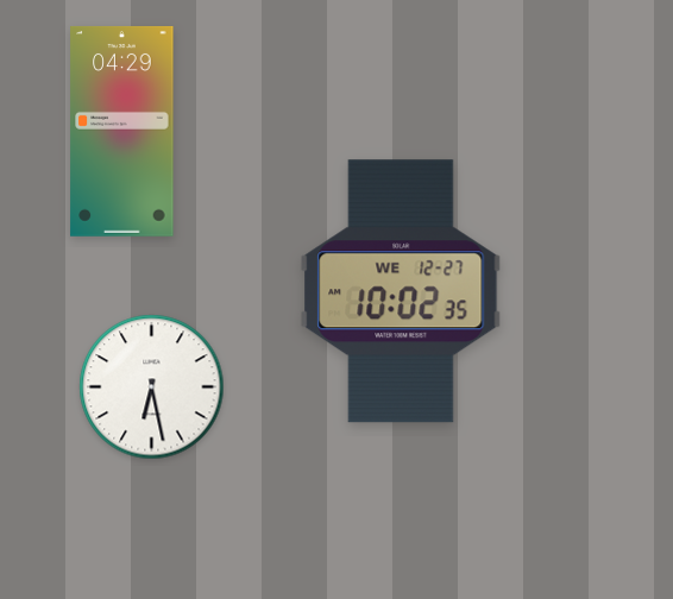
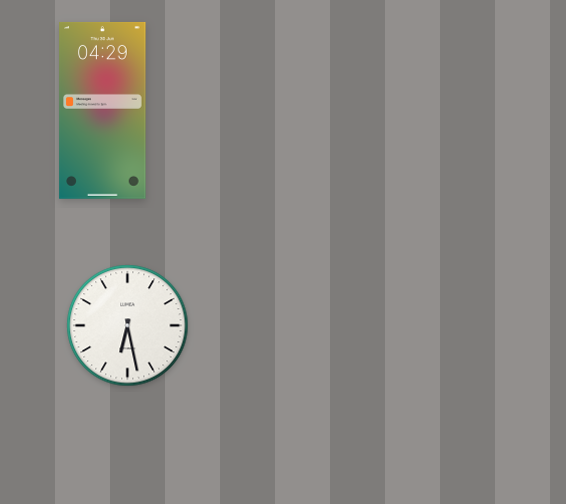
clock at (401, 291): 10:02 -> none
